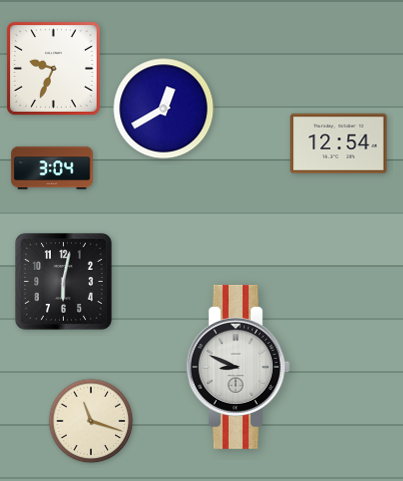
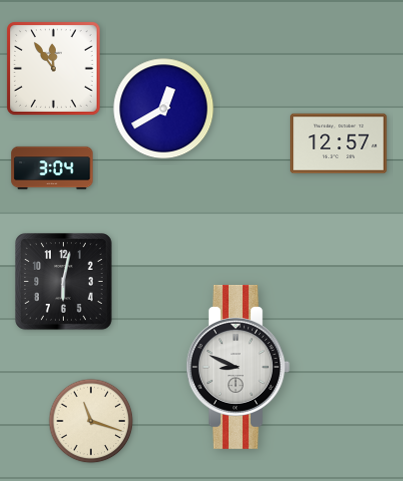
clock at (54, 69): 9:34 -> 11:54
clock at (339, 144): 12:54 -> 12:57
